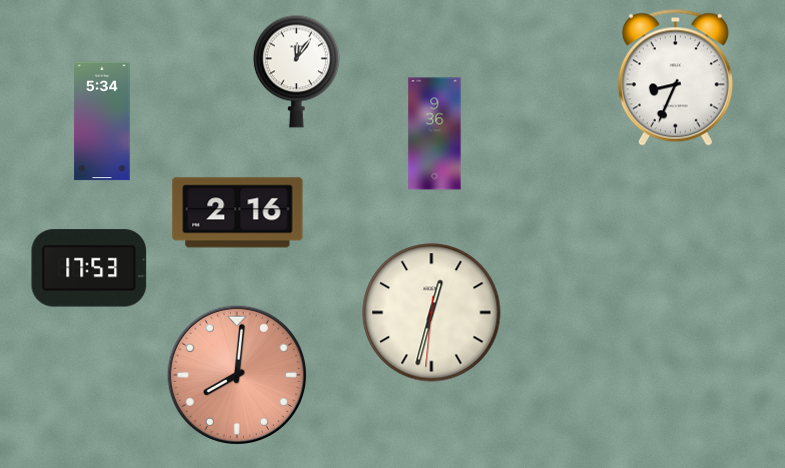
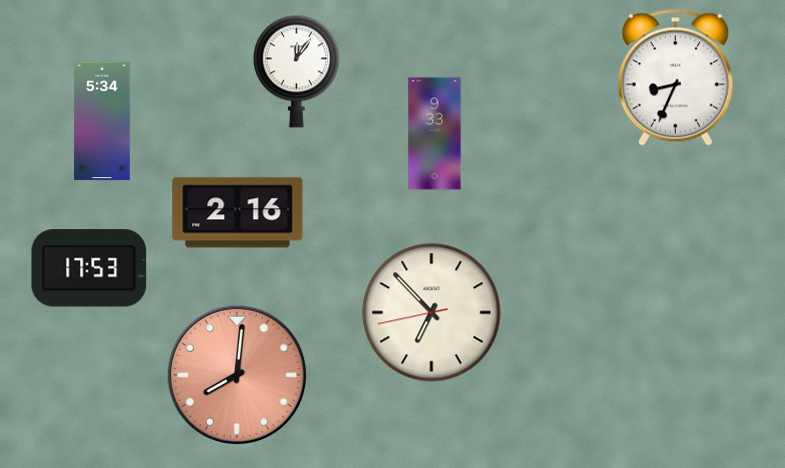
clock at (435, 134): 9:36 -> 9:33
clock at (432, 313): 12:32 -> 6:52
